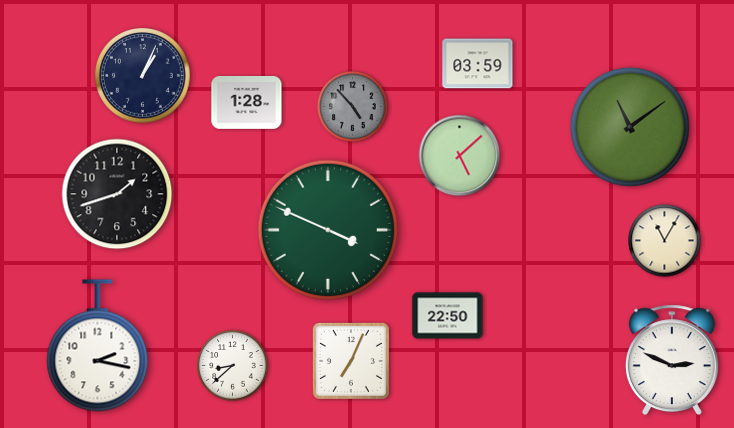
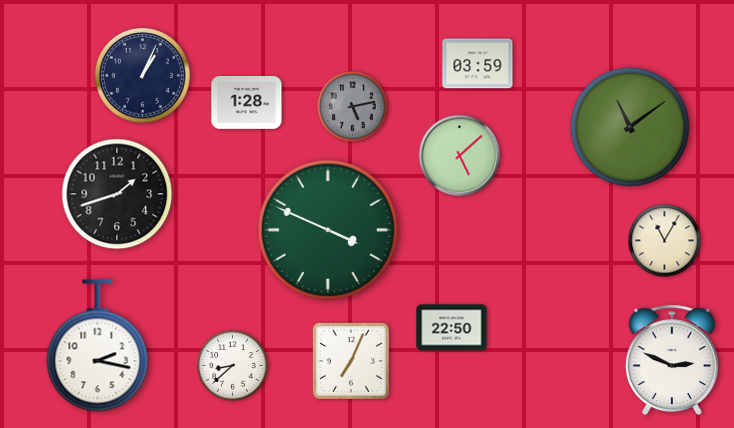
clock at (353, 107): 4:53 -> 5:13
clock at (448, 316) position: (448, 316) -> (452, 328)
